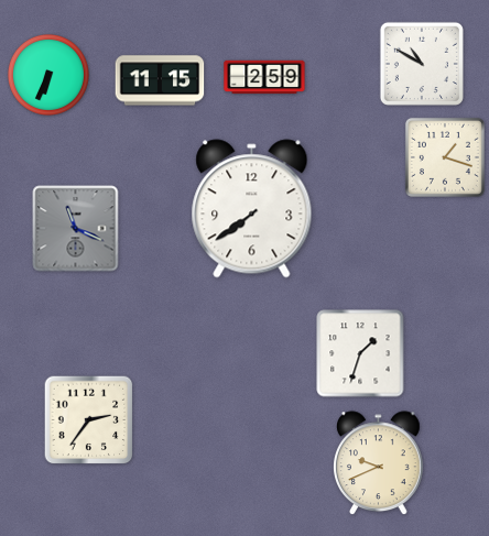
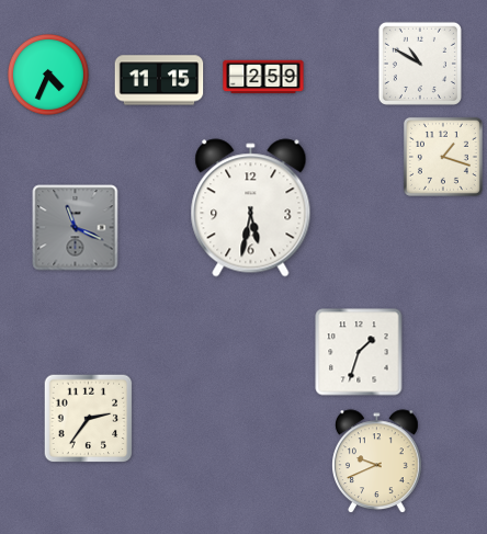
clock at (48, 75): 6:34 -> 4:34
clock at (252, 209): 7:39 -> 5:32
